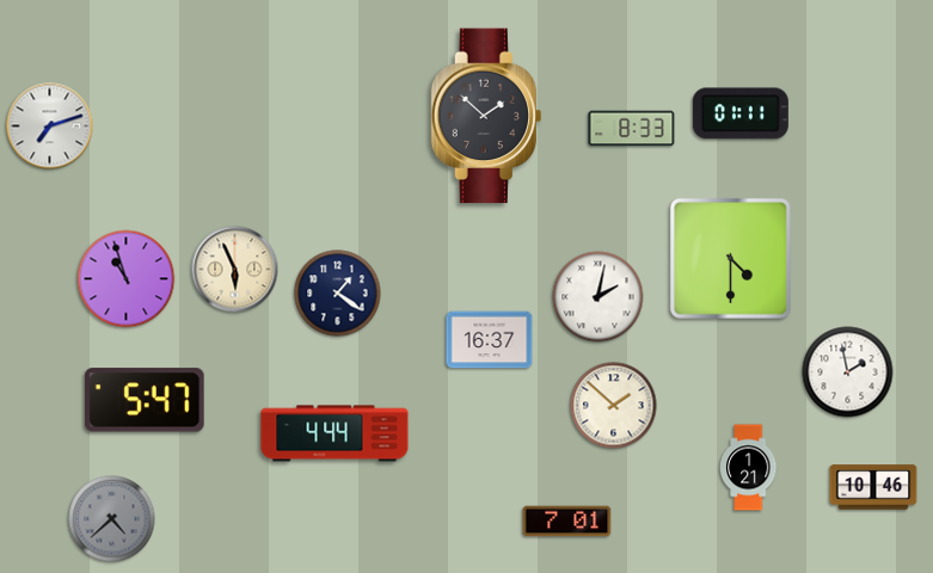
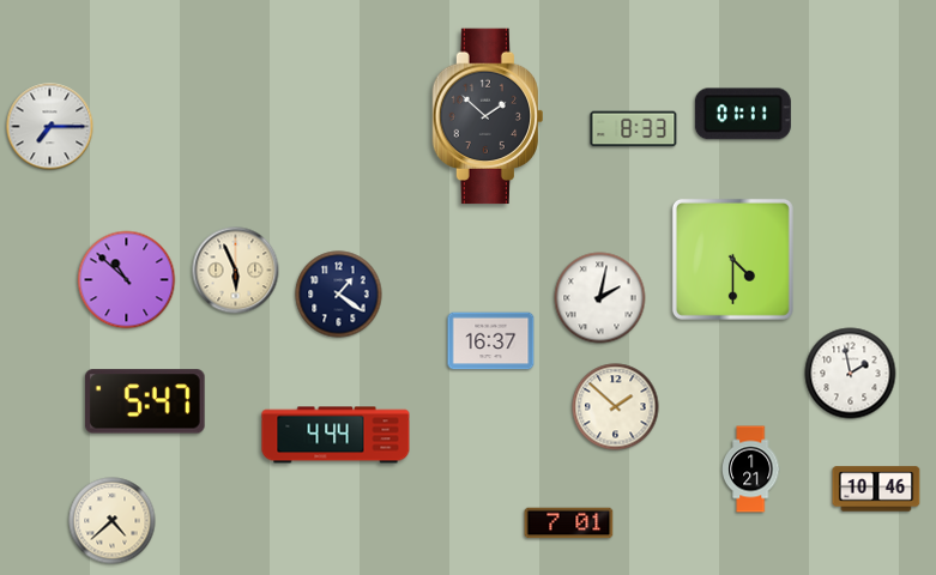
clock at (50, 127): 7:12 -> 7:15
clock at (127, 279): 10:57 -> 10:52
clock at (112, 519) dial: grey -> cream
